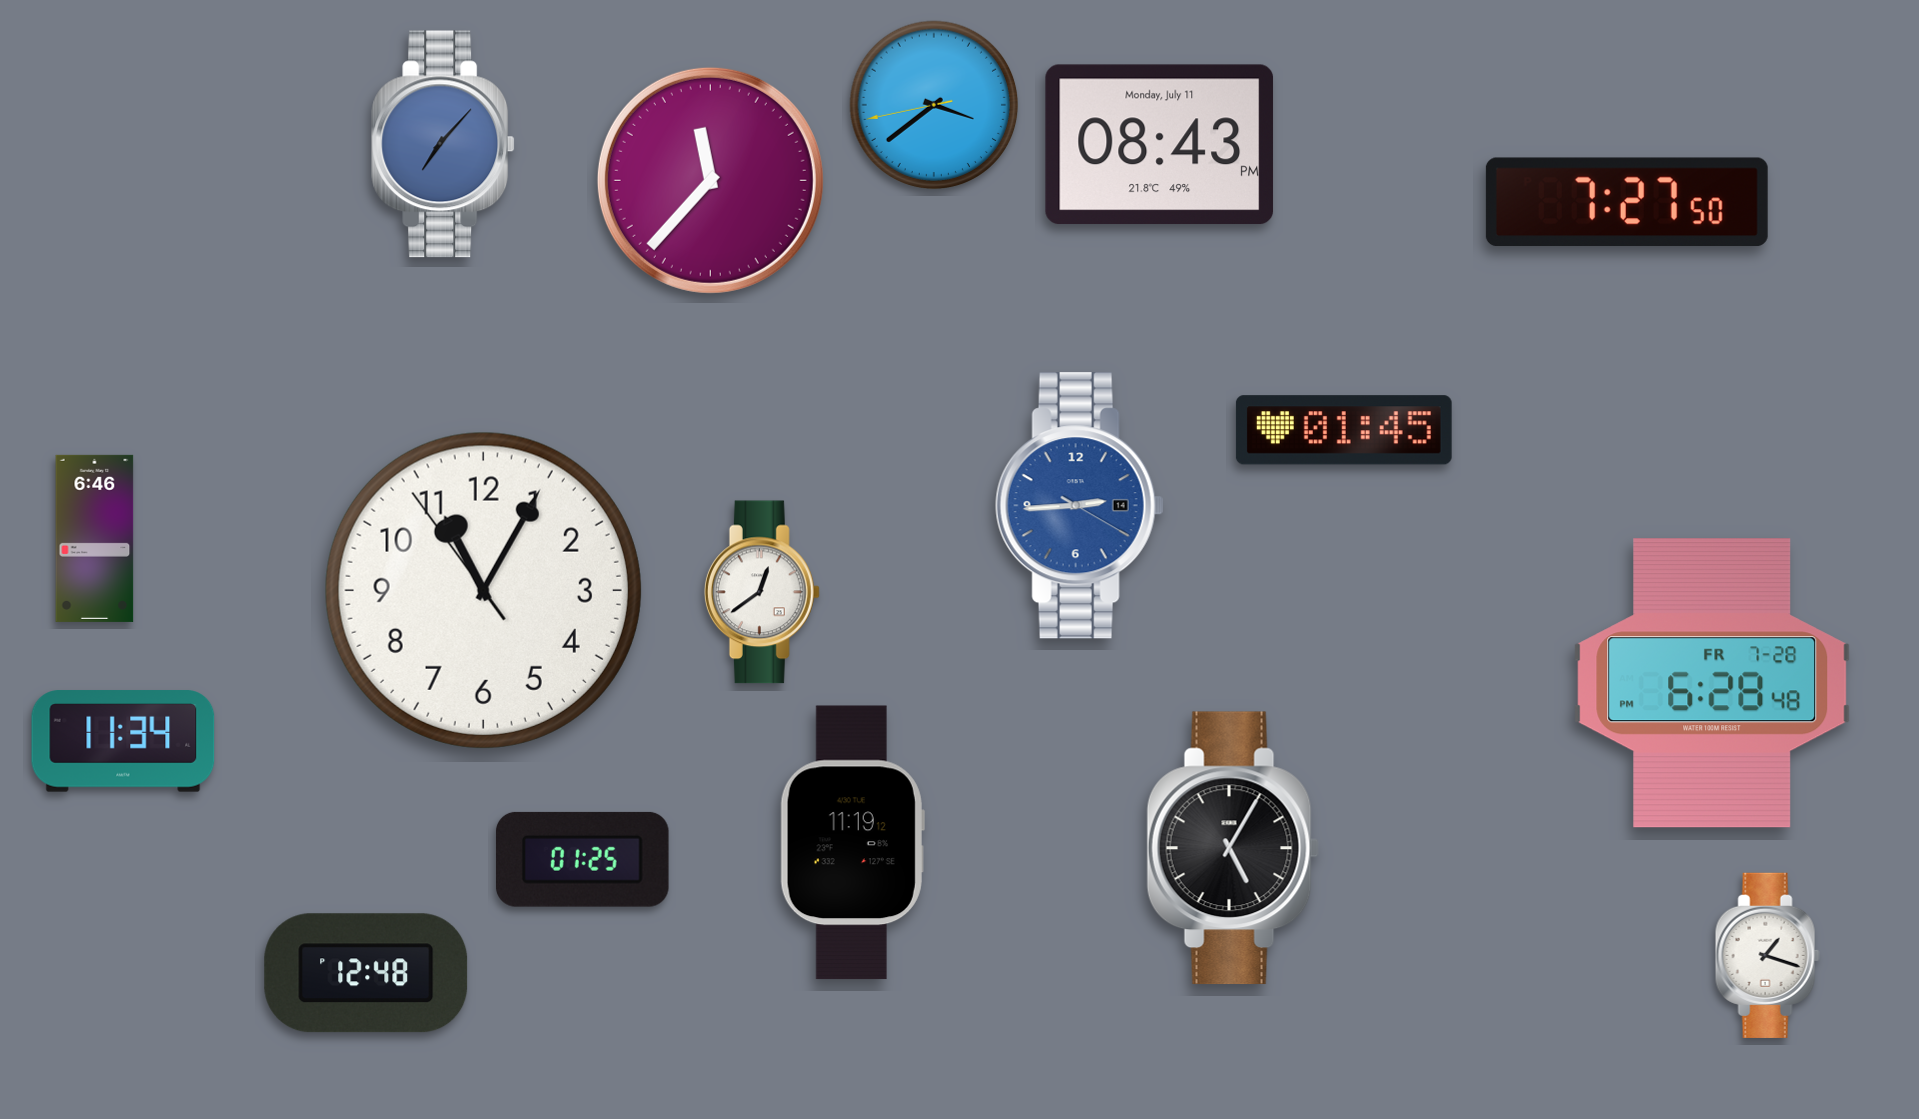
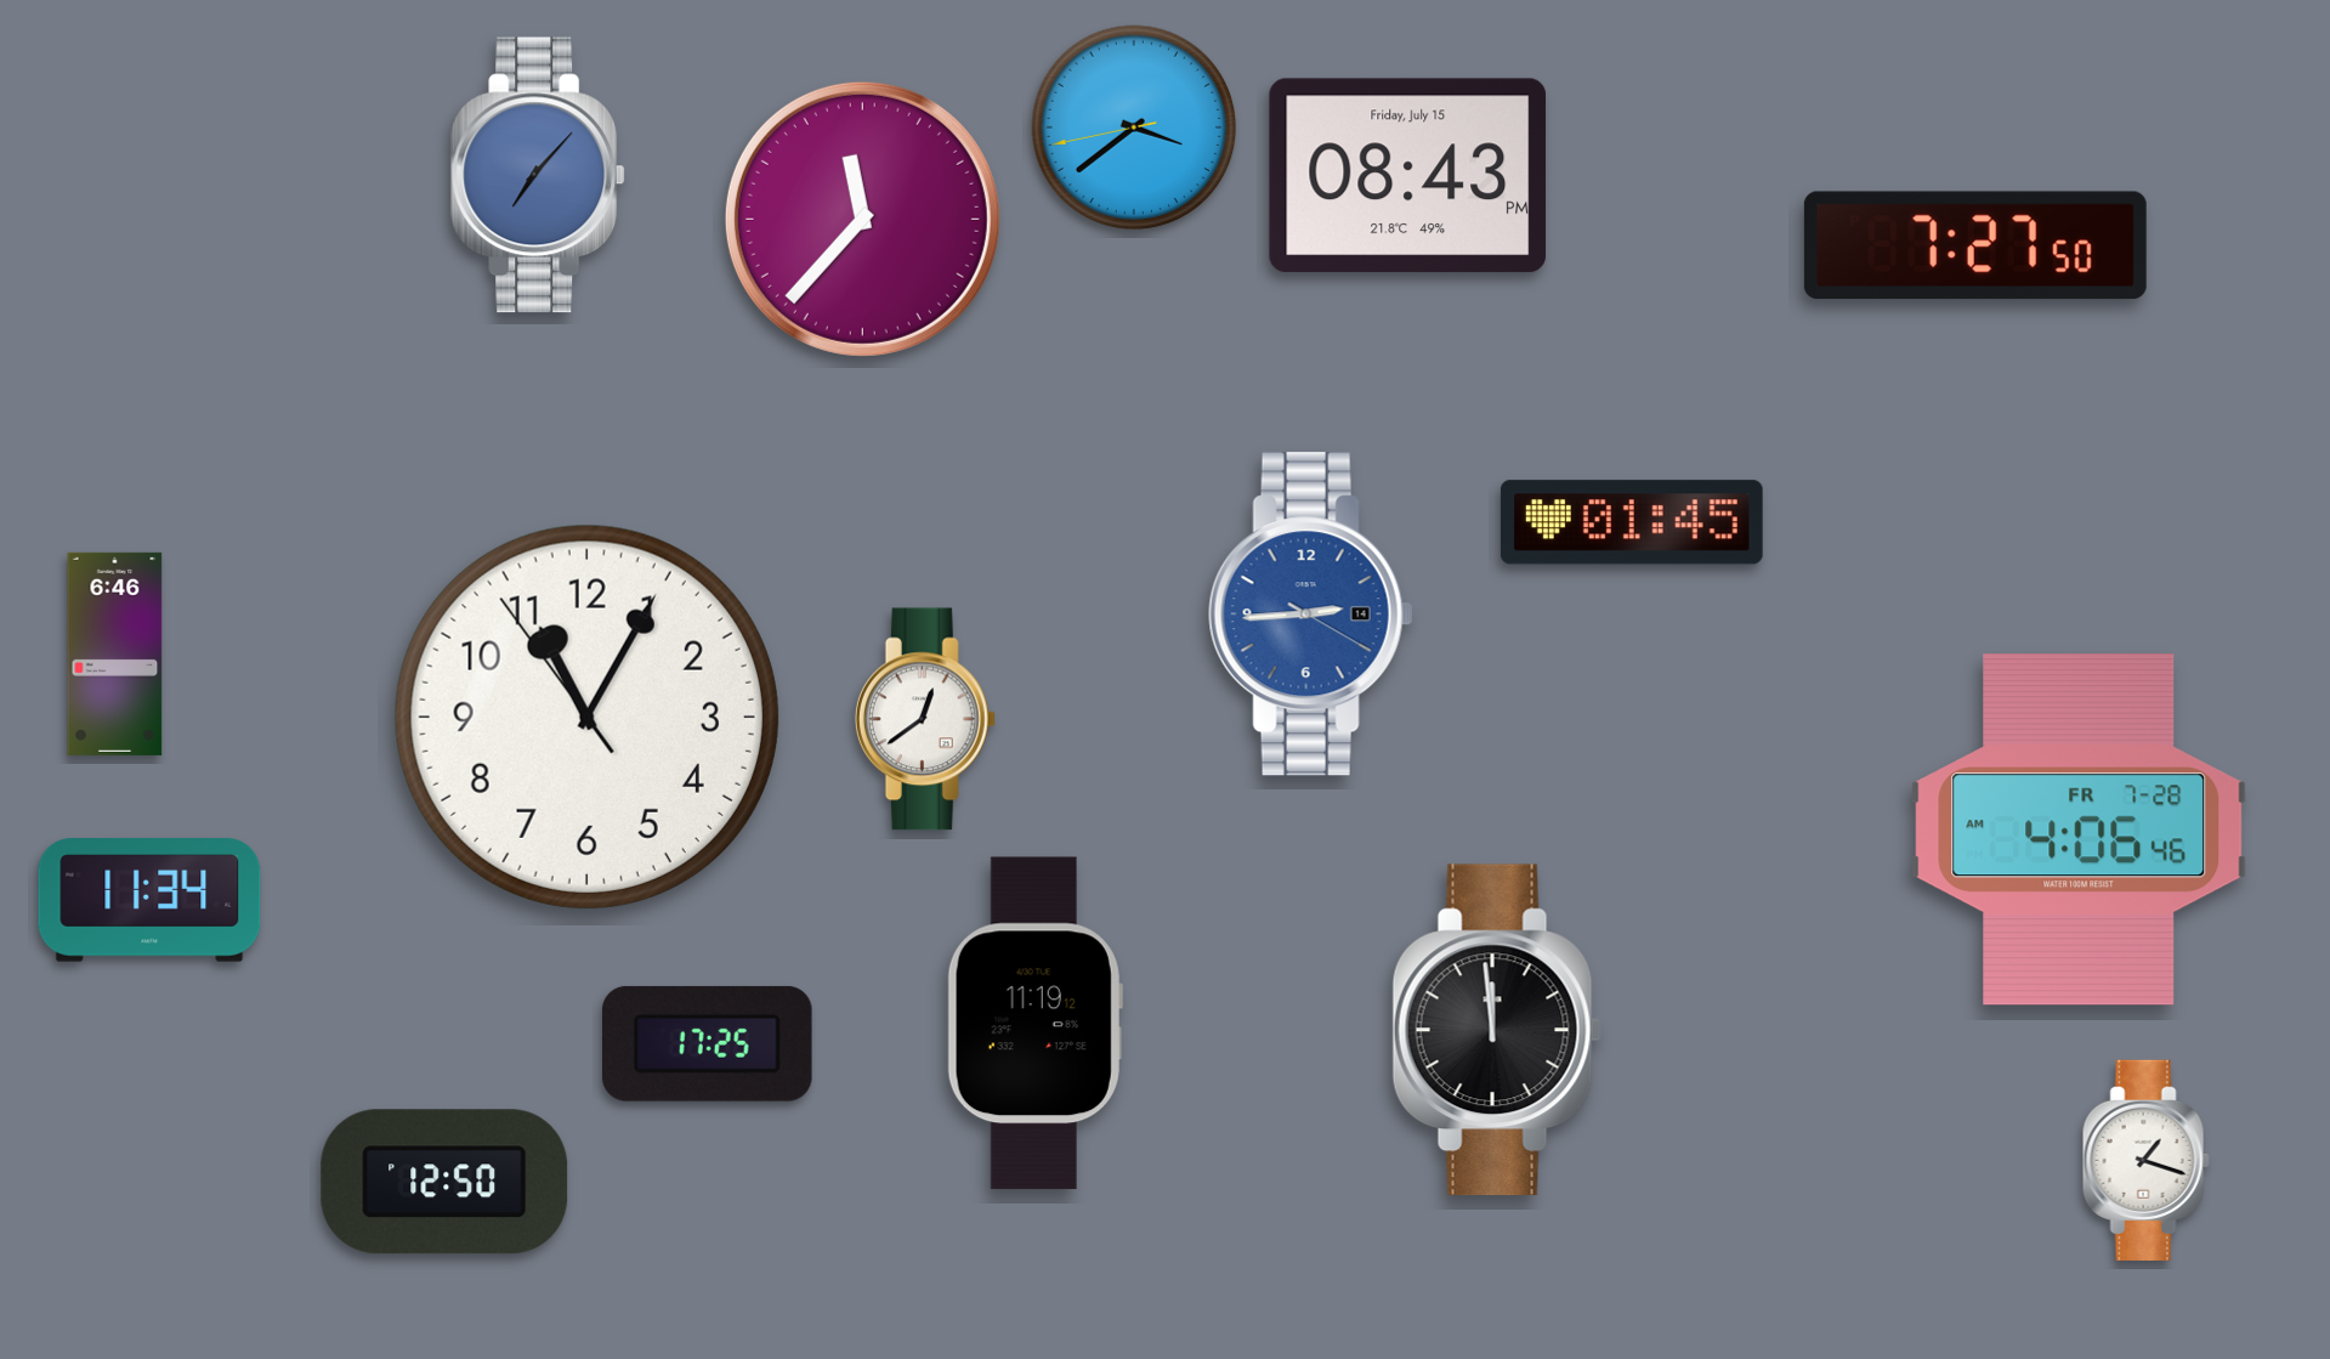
clock at (1160, 145) date: Monday, July 11 -> Friday, July 15
clock at (1712, 683): 6:28 -> 4:06
clock at (1233, 848): 5:05 -> 11:59
clock at (582, 859): 01:25 -> 17:25
clock at (366, 973): 12:48 -> 12:50
